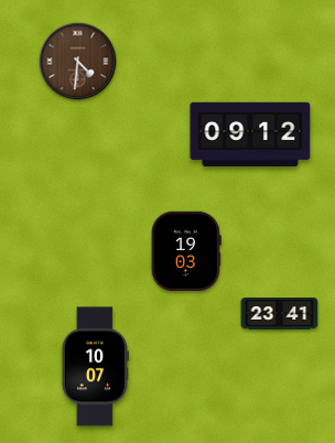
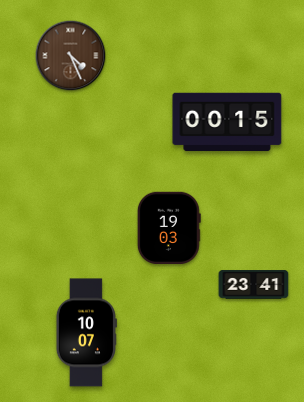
clock at (78, 62): 4:31 -> 4:26
clock at (250, 134): 09:12 -> 00:15
